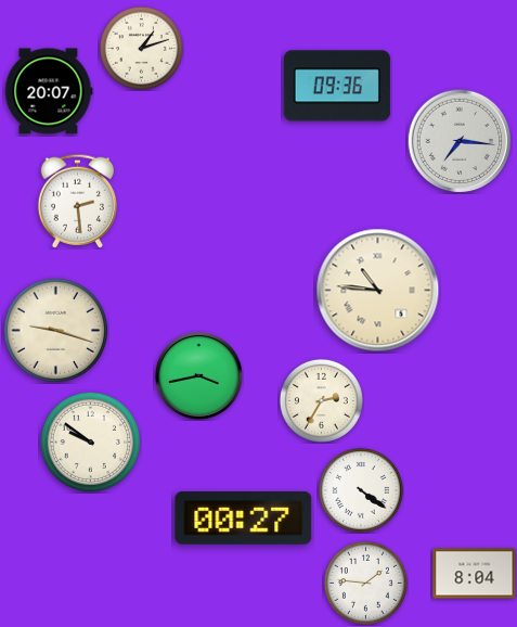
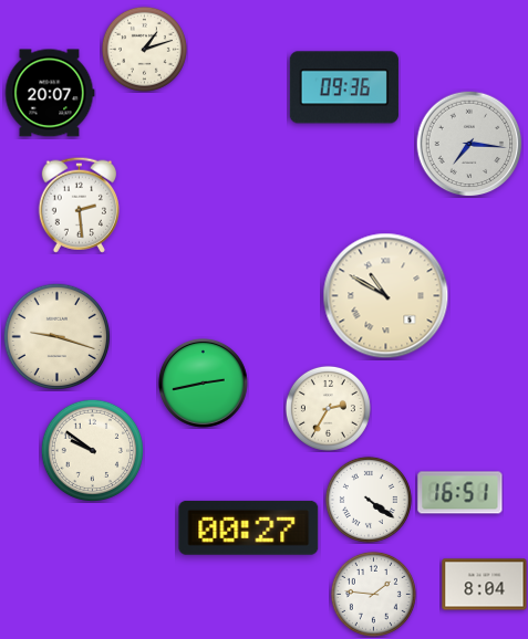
clock at (378, 291): 10:46 -> 10:50
clock at (199, 376): 3:43 -> 2:43
clock at (460, 493): none -> 16:51
